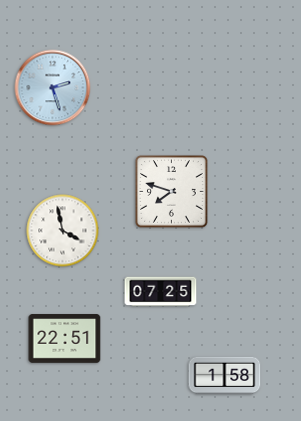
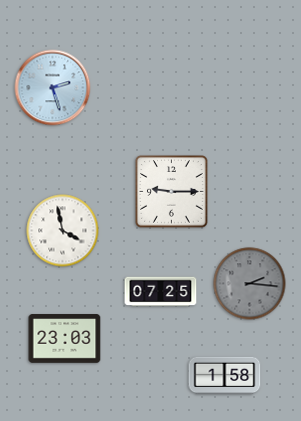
clock at (172, 192): 7:48 -> 9:15
clock at (250, 284): none -> 2:16
clock at (65, 339): 22:51 -> 23:03
